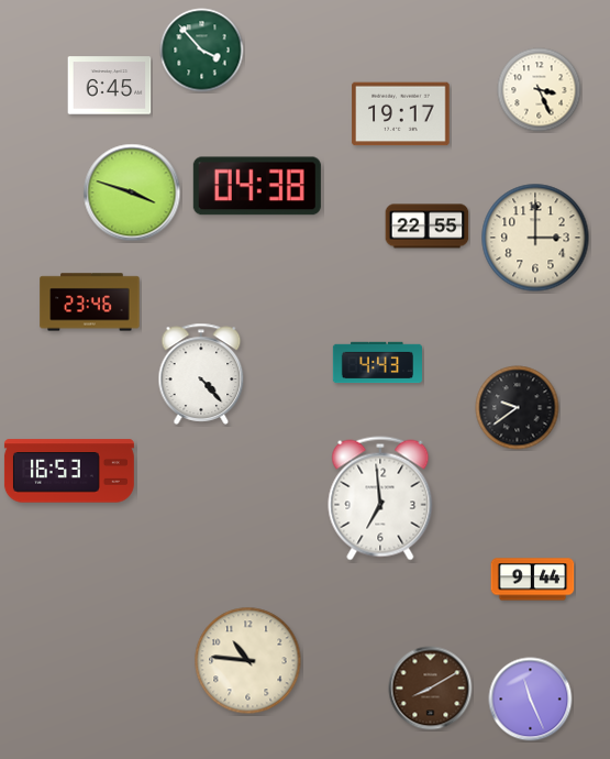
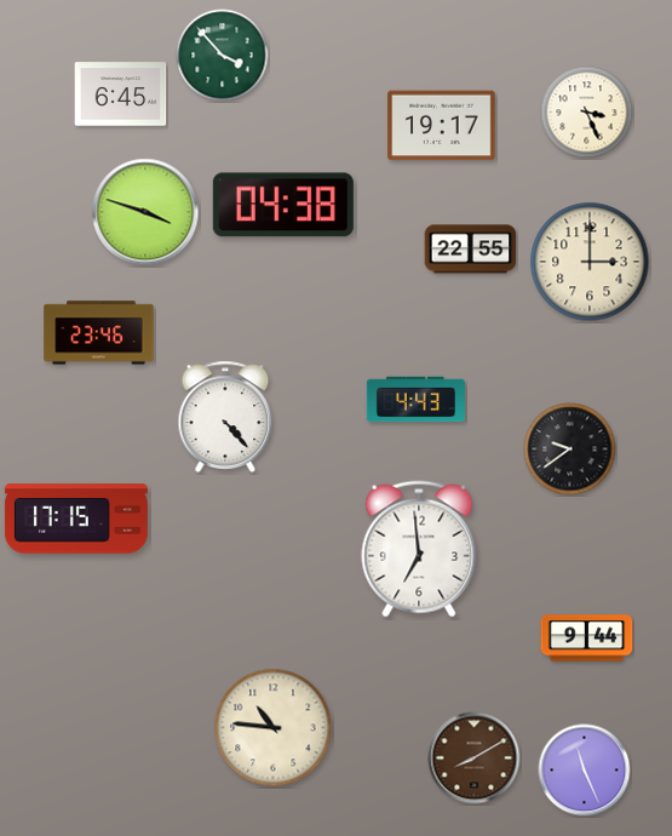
clock at (540, 90) position: (540, 90) -> (587, 113)
clock at (201, 374) position: (201, 374) -> (225, 417)
clock at (69, 471): 16:53 -> 17:15
